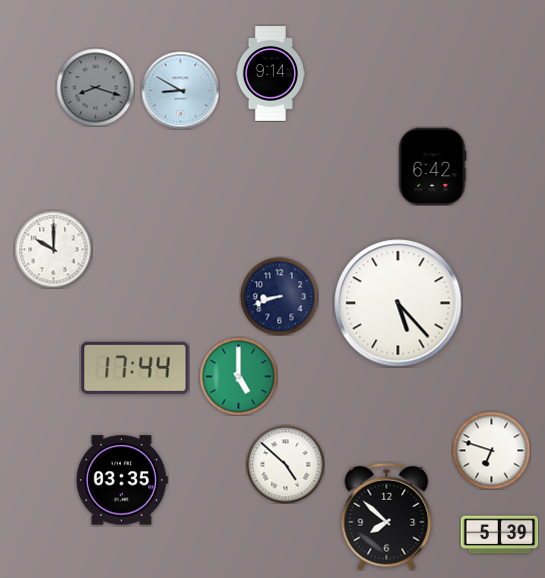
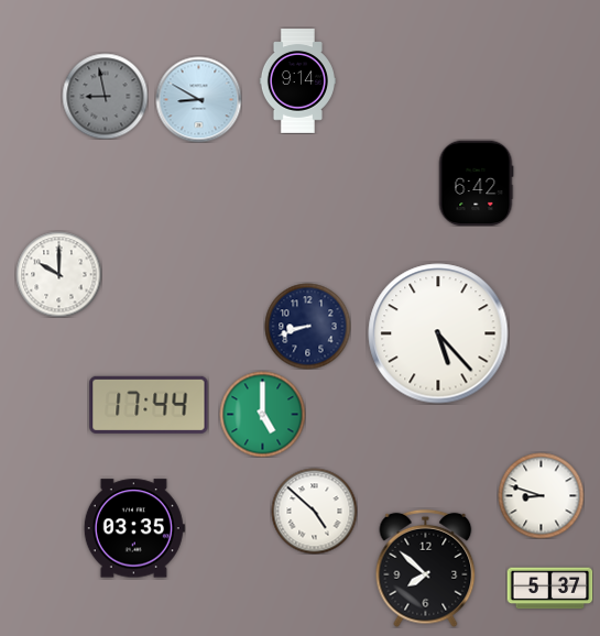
clock at (95, 87): 8:18 -> 8:58
clock at (491, 450): 6:48 -> 8:48
clock at (499, 535): 5:39 -> 5:37
